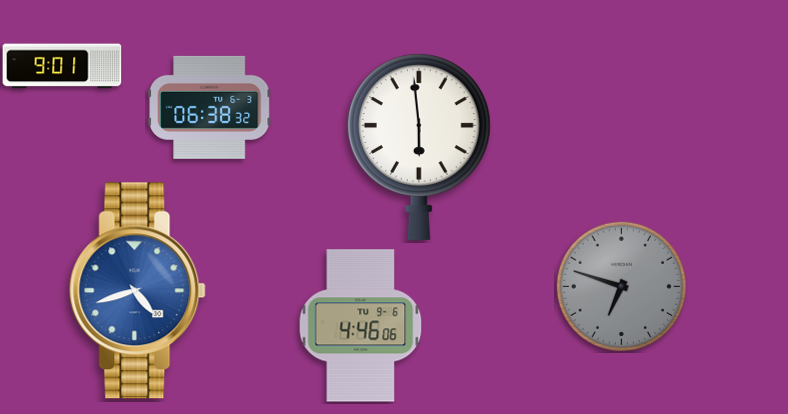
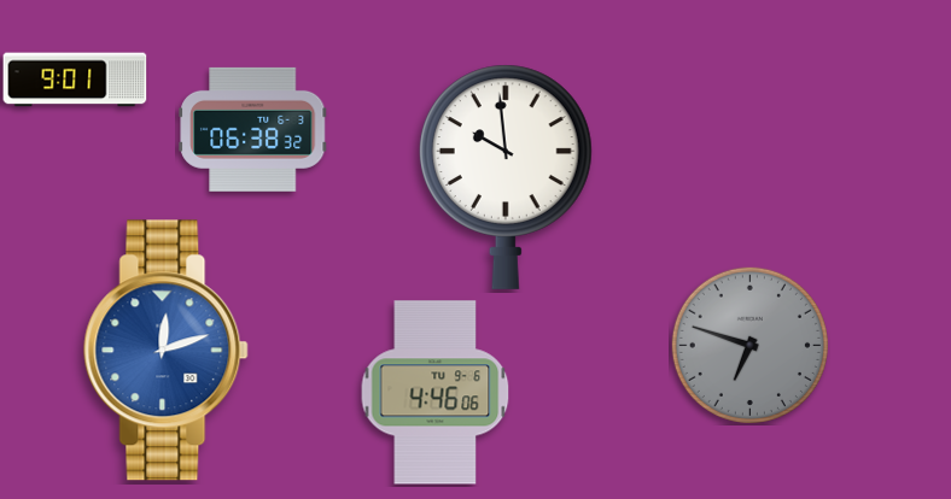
clock at (419, 147): 5:59 -> 9:59
clock at (138, 291): 4:42 -> 12:12
